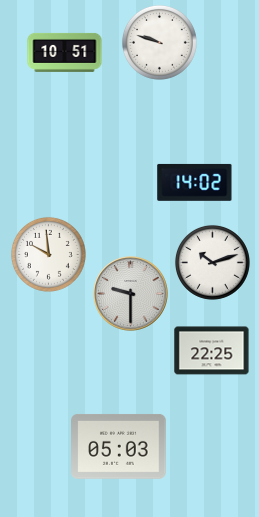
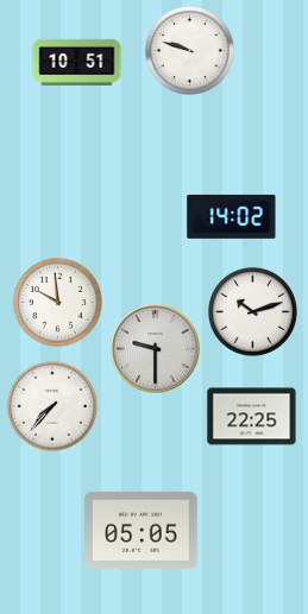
clock at (52, 406): none -> 7:37
clock at (119, 446): 05:03 -> 05:05
